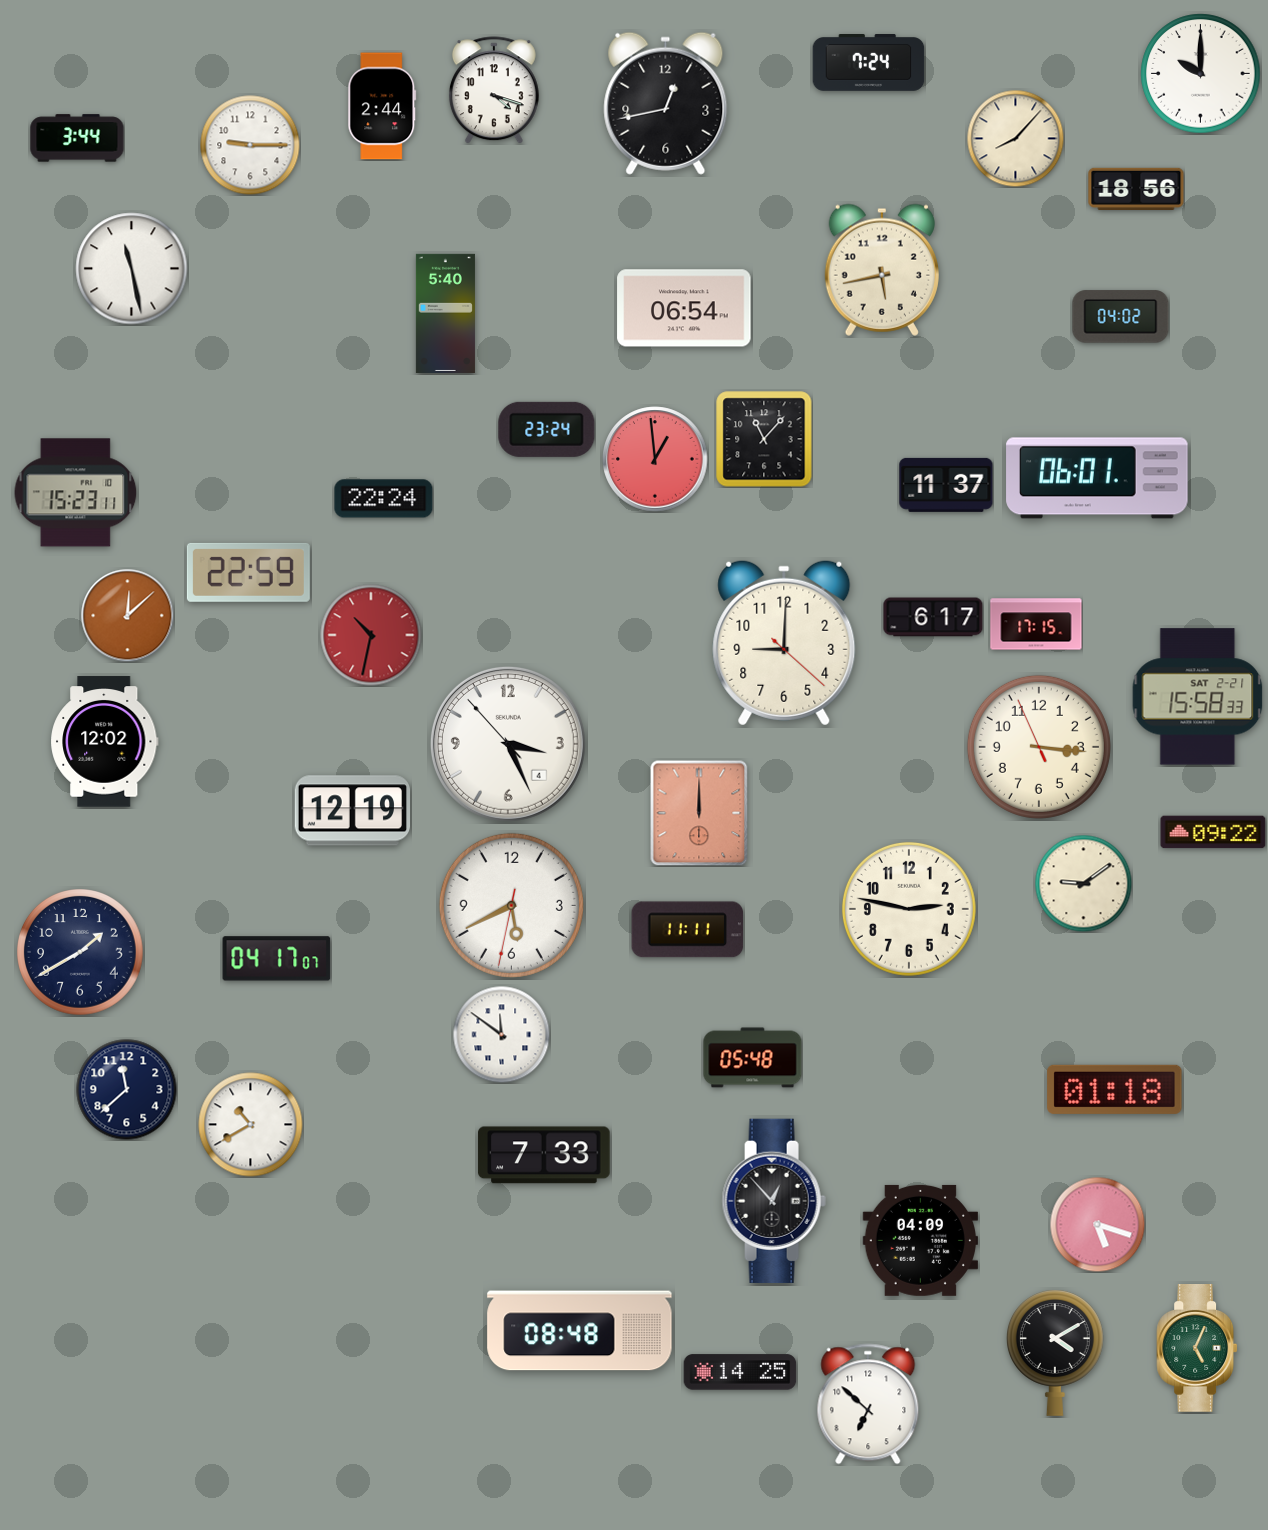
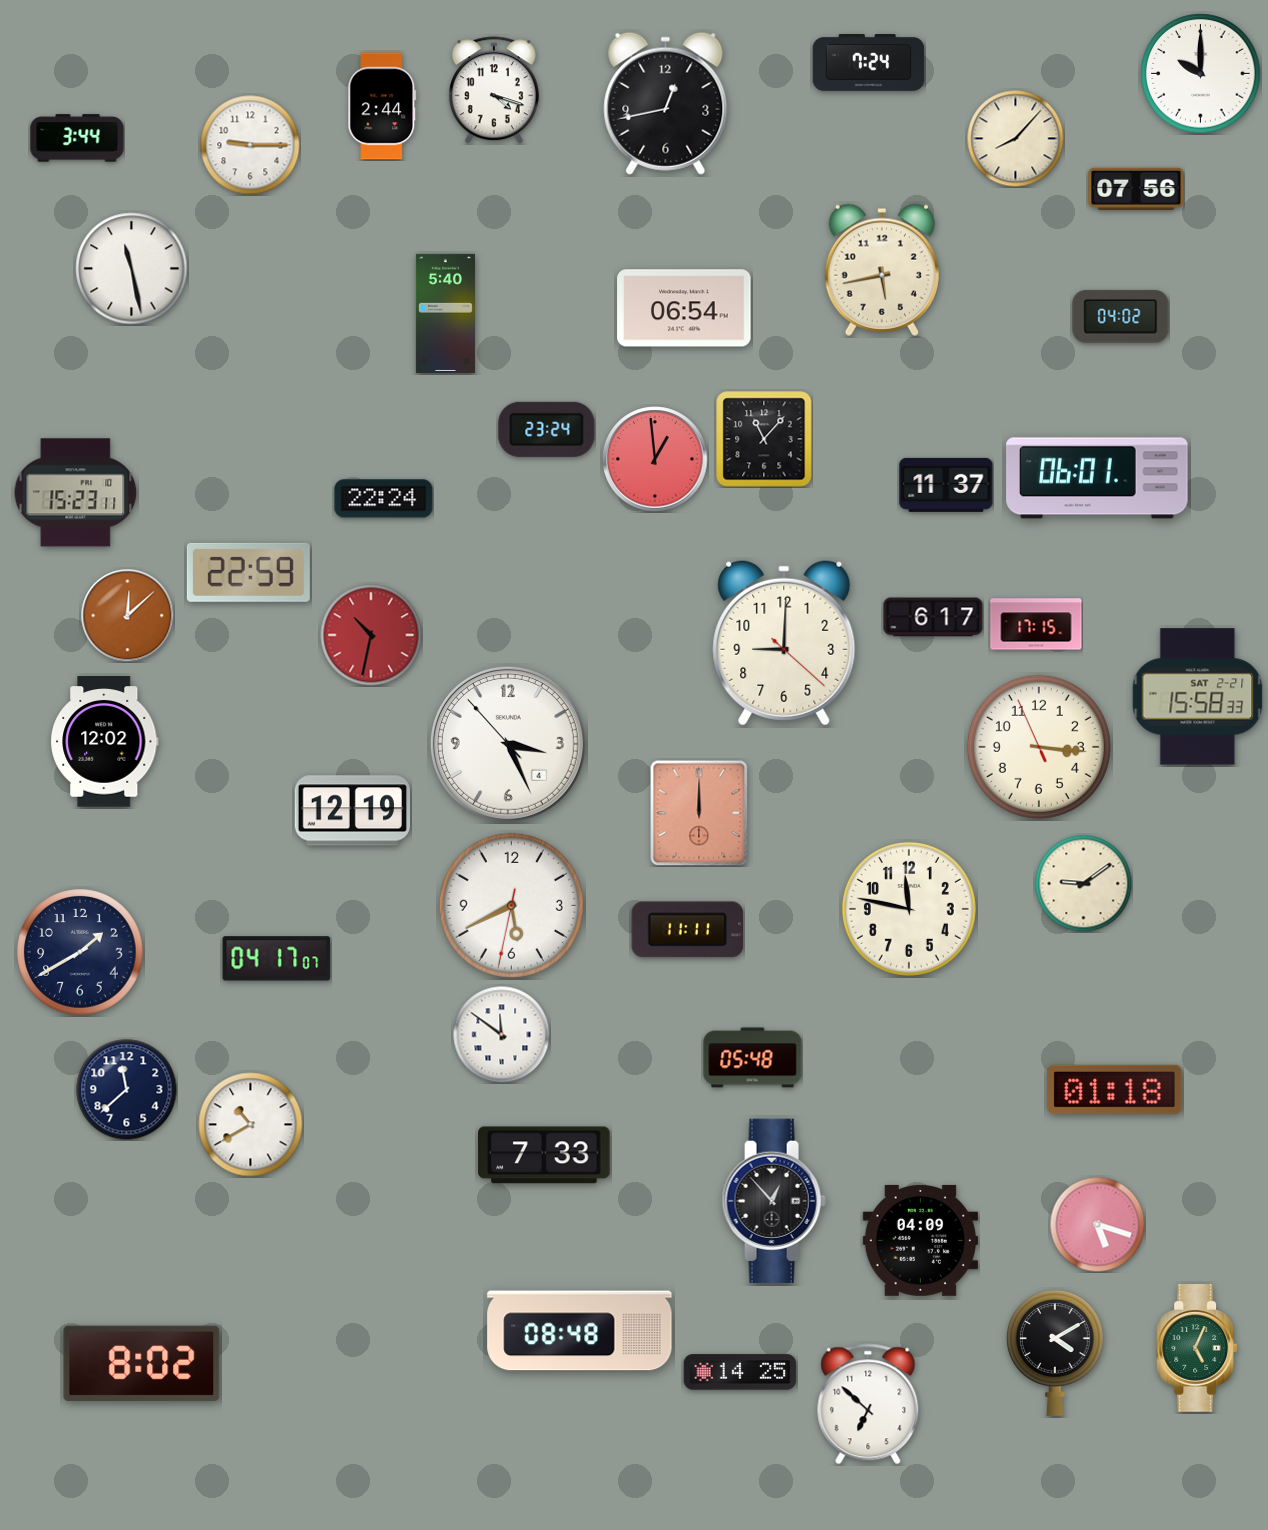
clock at (1136, 188): 18:56 -> 07:56
clock at (1213, 832): 09:22 -> none
clock at (909, 909): 2:47 -> 11:47
clock at (142, 1363): none -> 8:02
